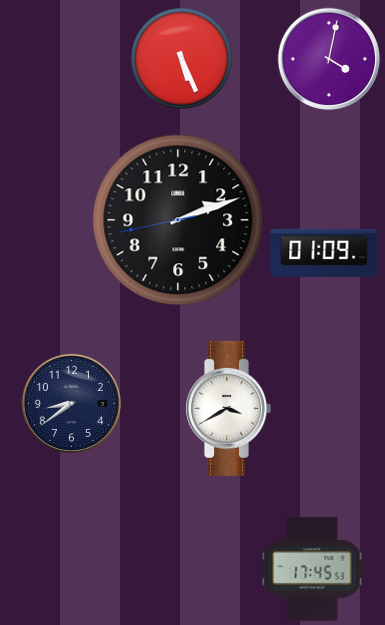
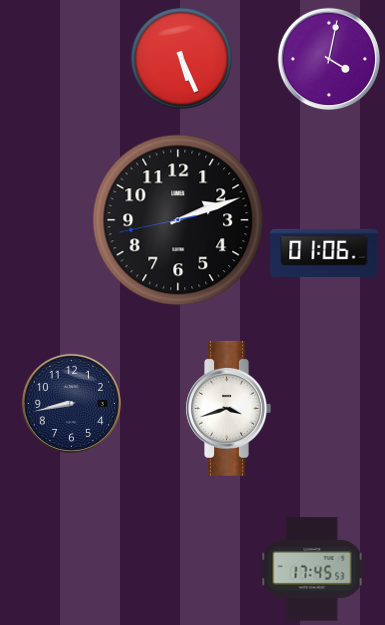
clock at (324, 253): 01:09 -> 01:06
clock at (71, 403): 8:39 -> 8:43
clock at (228, 408): 3:40 -> 3:42
